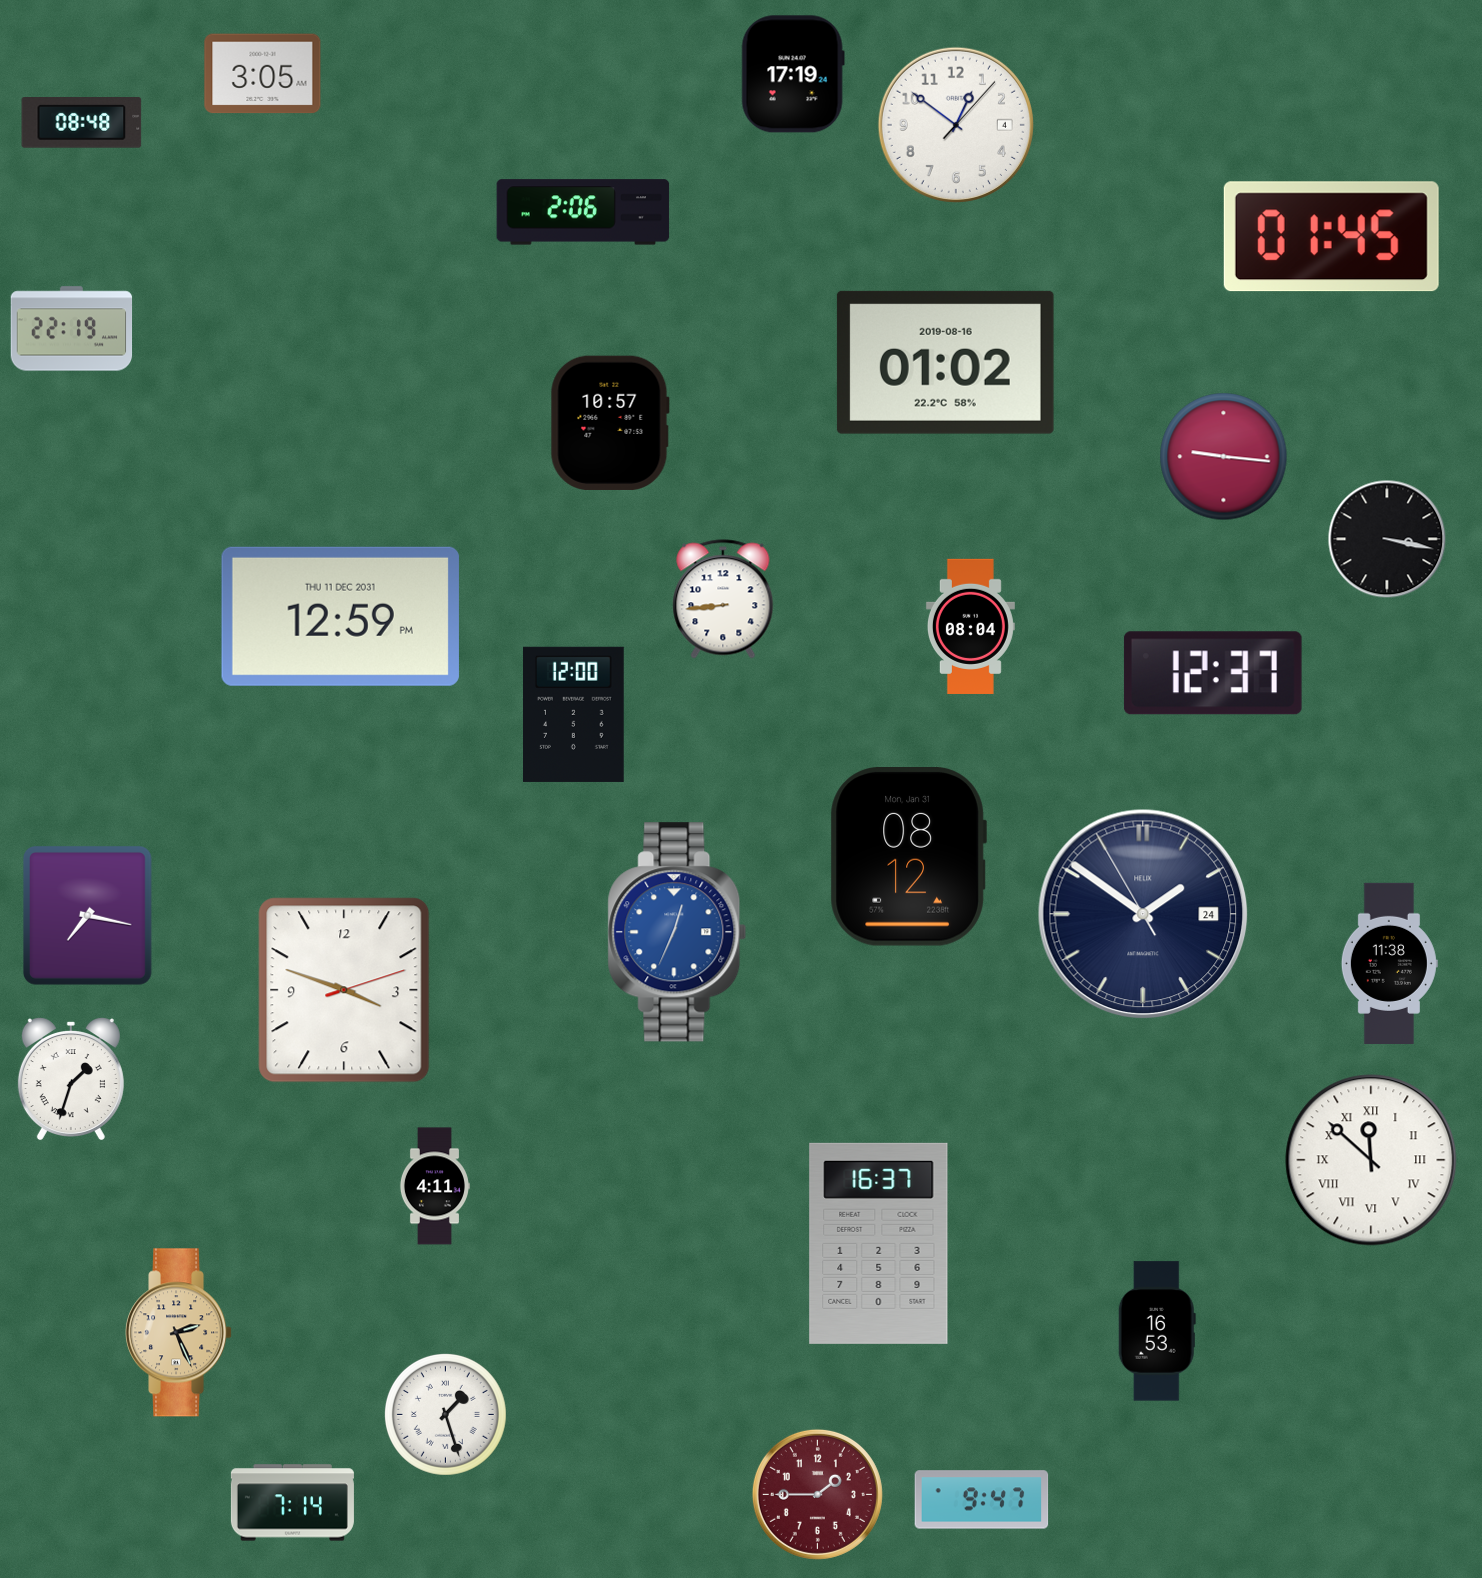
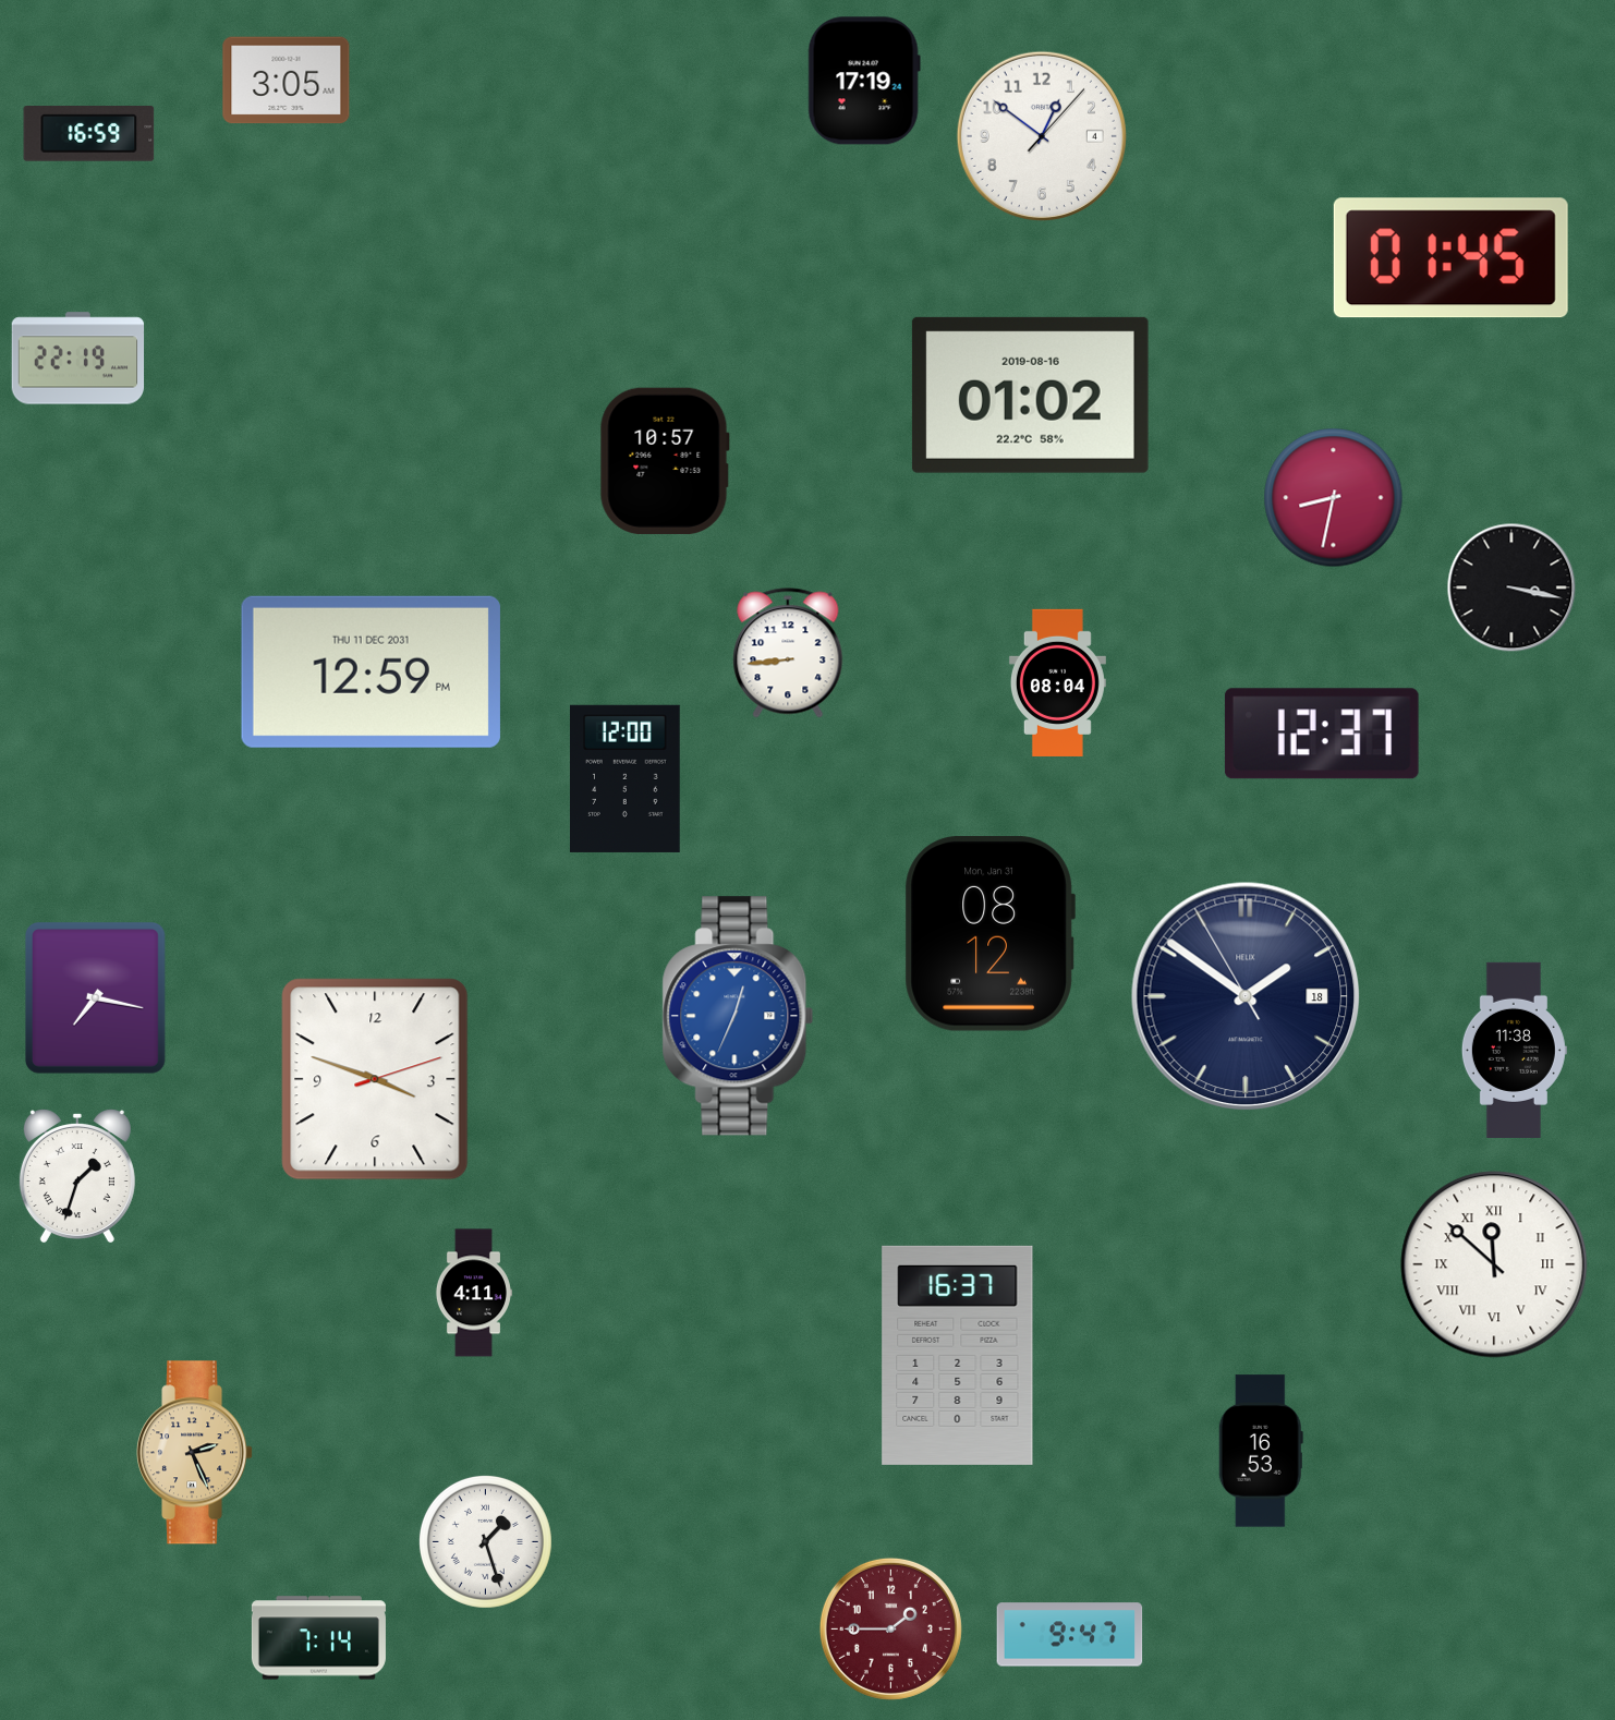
clock at (82, 123): 08:48 -> 16:59
clock at (583, 212): 2:06 -> none
clock at (1224, 457): 9:16 -> 8:32
clock at (1143, 914) date: 24 -> 18
